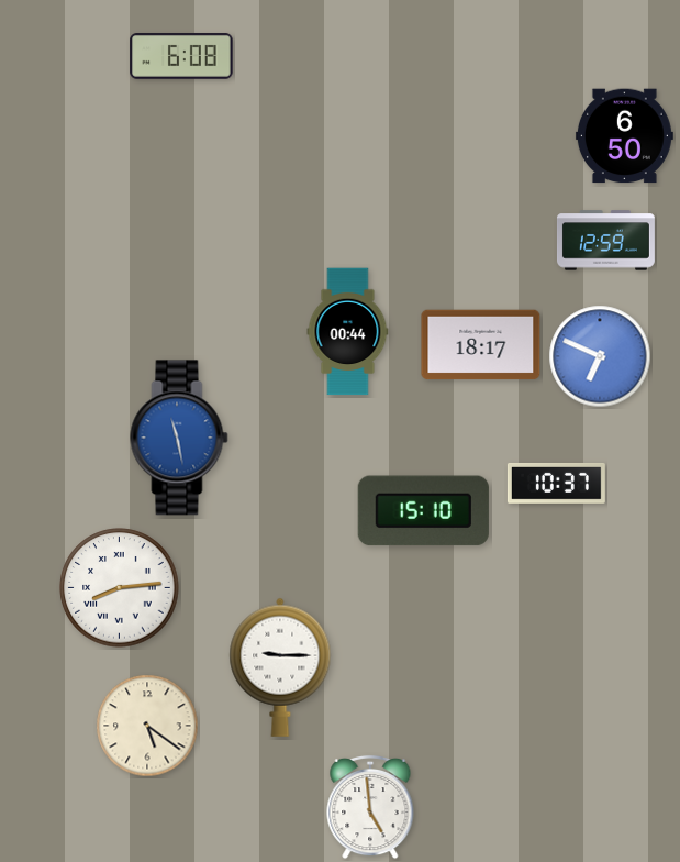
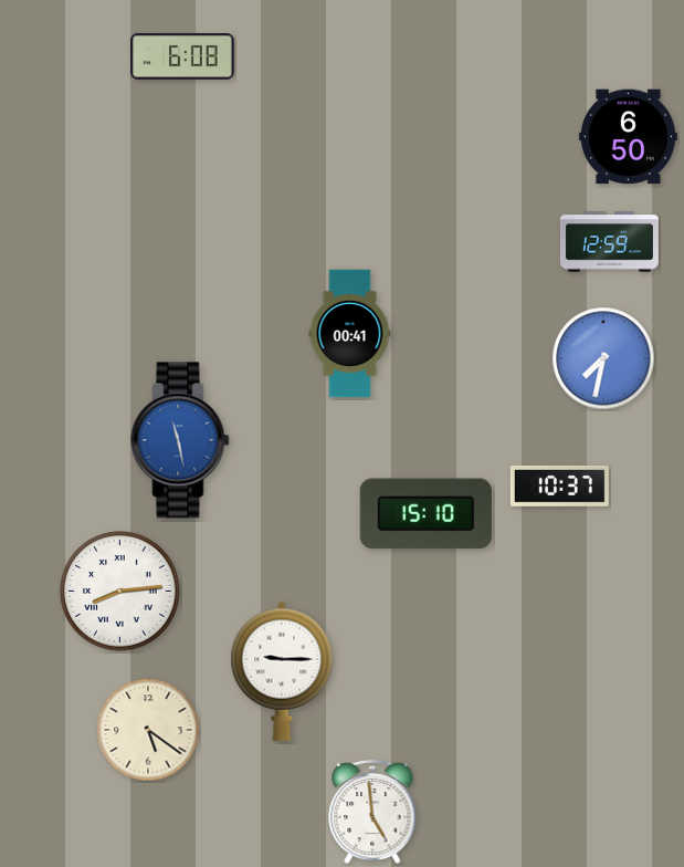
clock at (348, 332): 00:44 -> 00:41
clock at (481, 345): 18:17 -> none
clock at (600, 356): 6:49 -> 7:32
